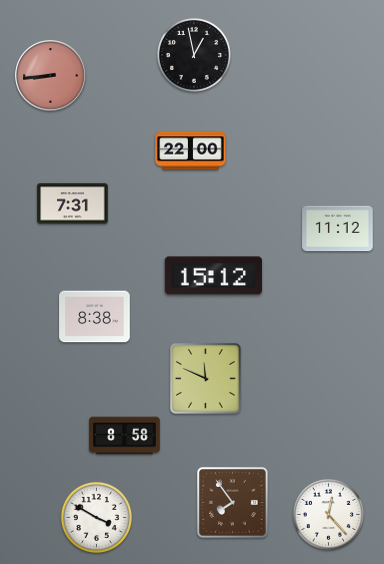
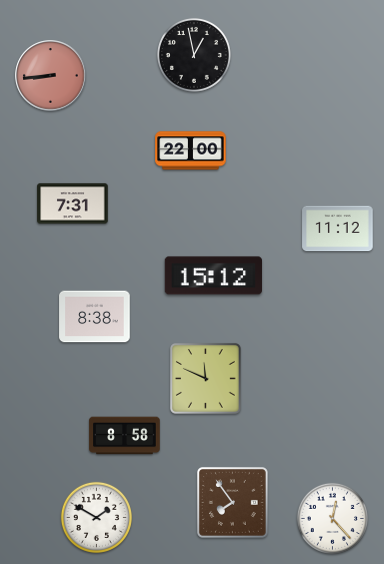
clock at (328, 514) position: (328, 514) -> (332, 518)
clock at (96, 517): 3:50 -> 1:50
